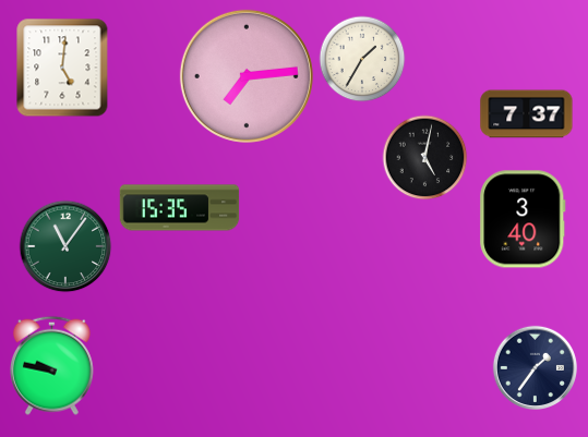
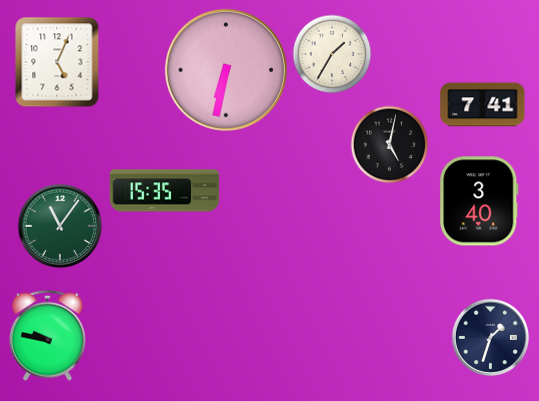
clock at (62, 68): 5:01 -> 5:04
clock at (247, 76): 7:14 -> 6:32
clock at (527, 114): 7:37 -> 7:41
clock at (535, 367): 1:36 -> 1:33
